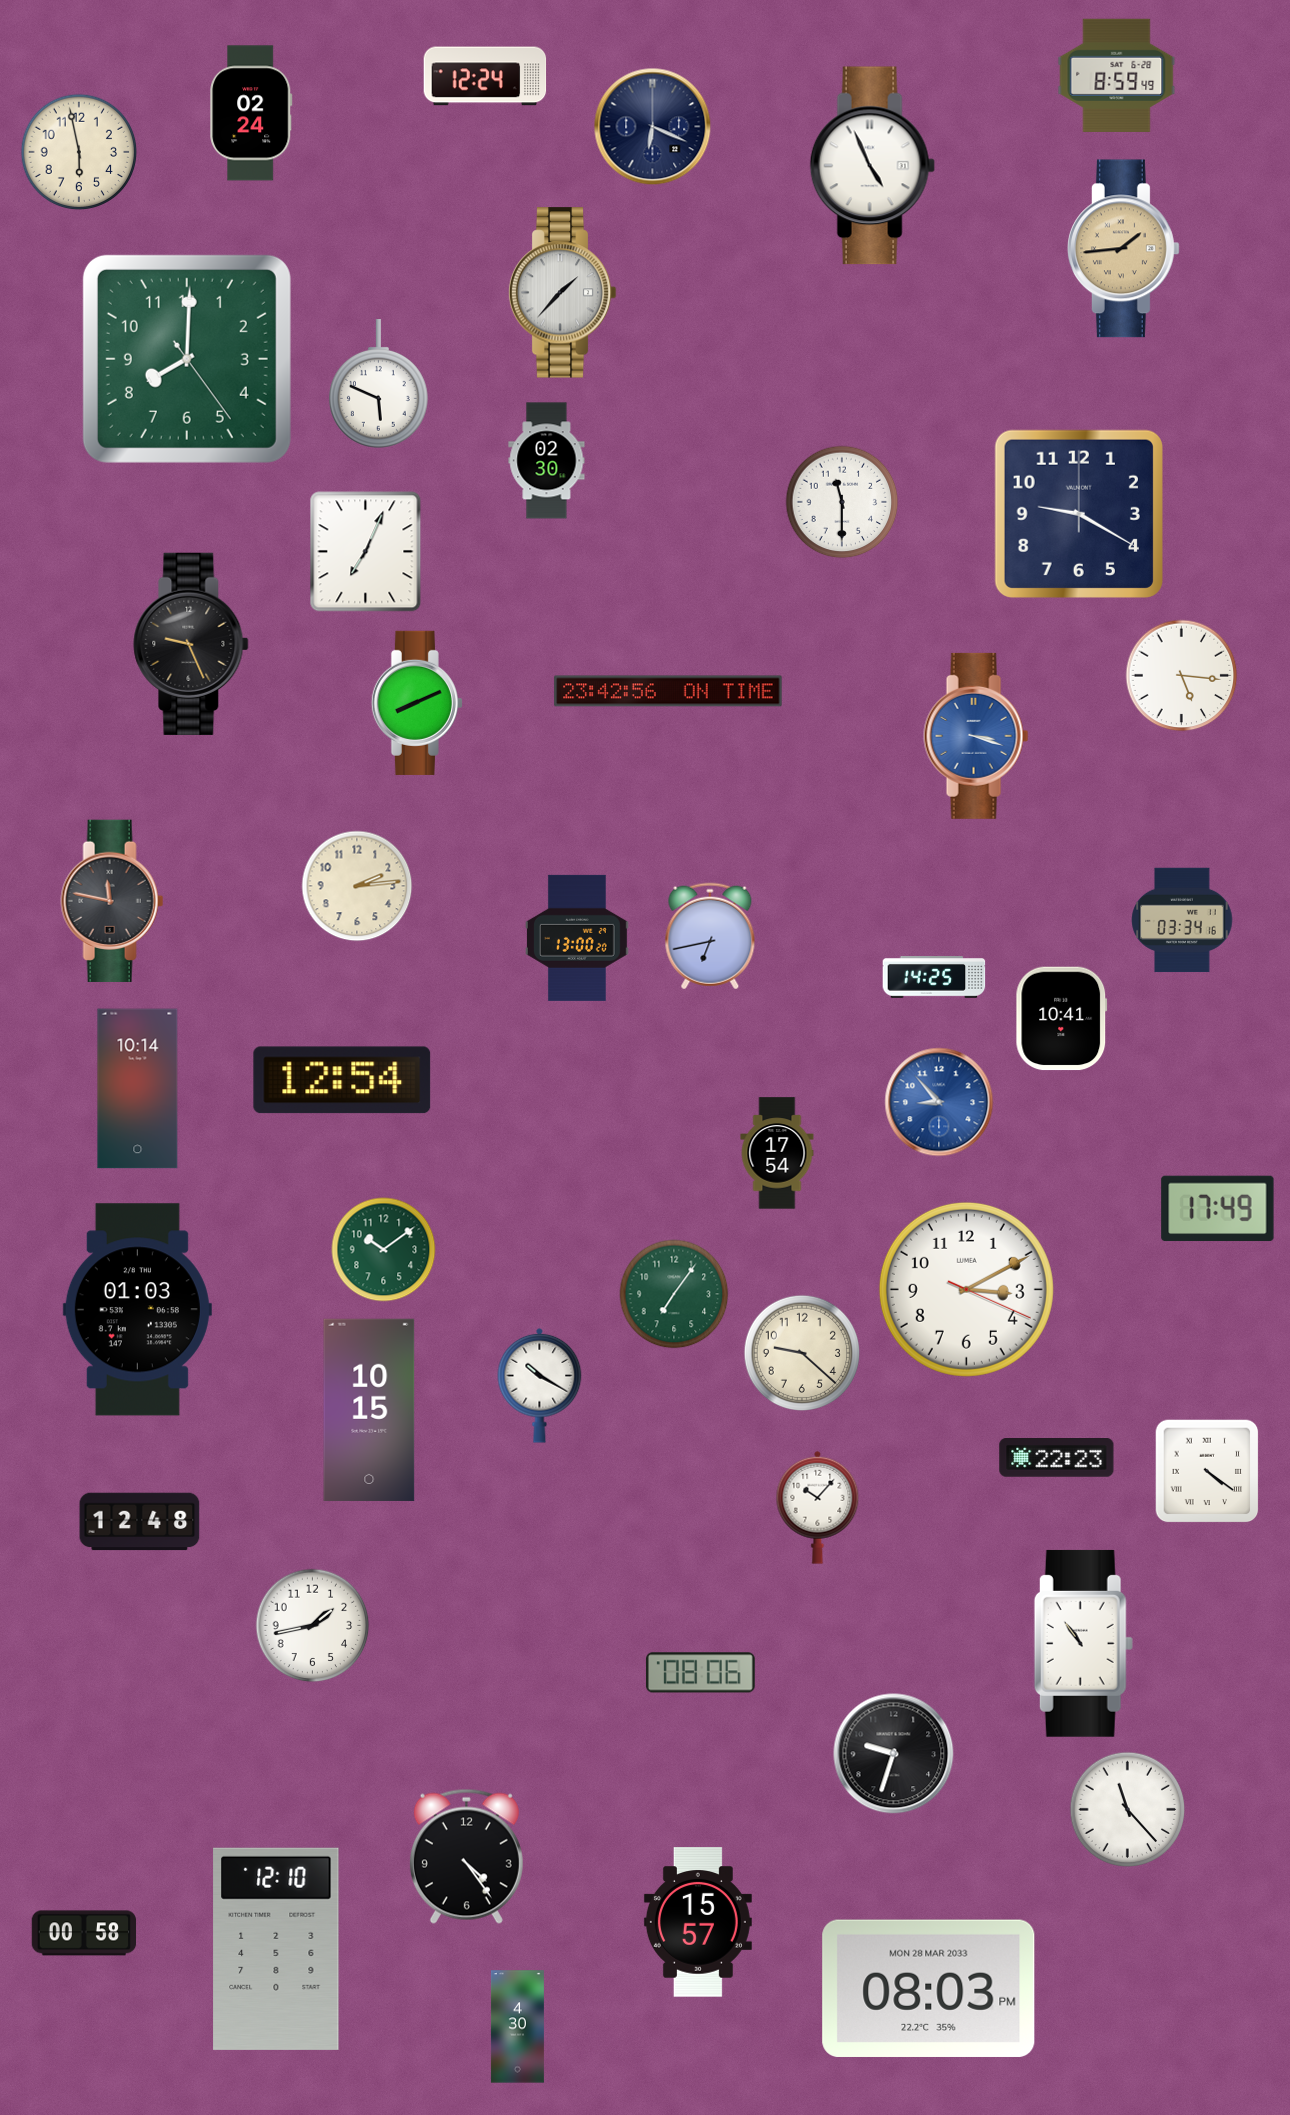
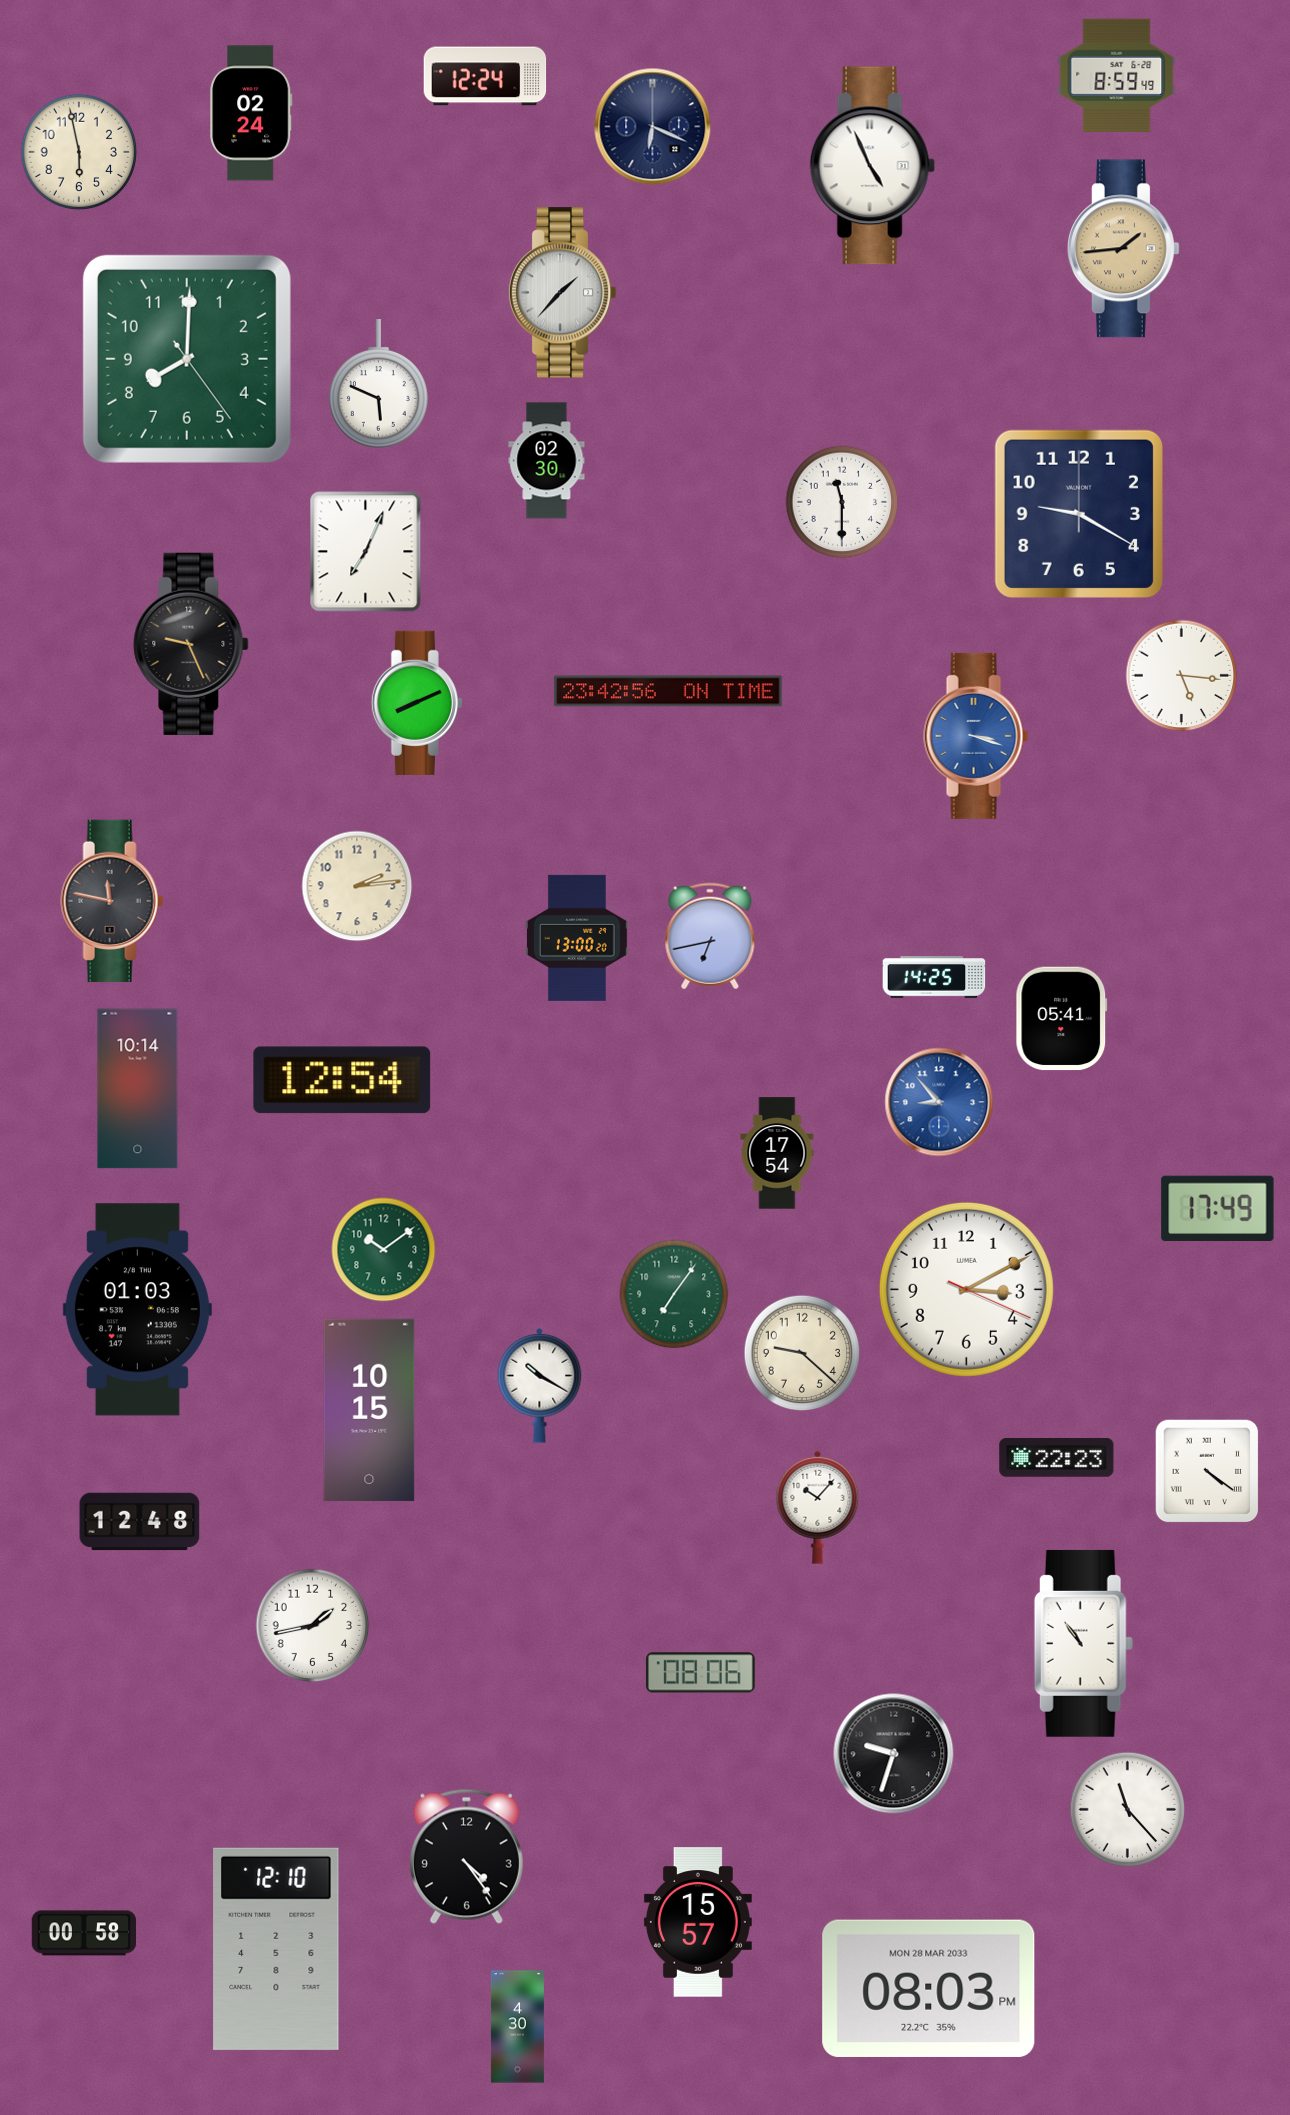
clock at (1182, 920): 03:34 -> none
clock at (1062, 1019): 10:41 -> 05:41
